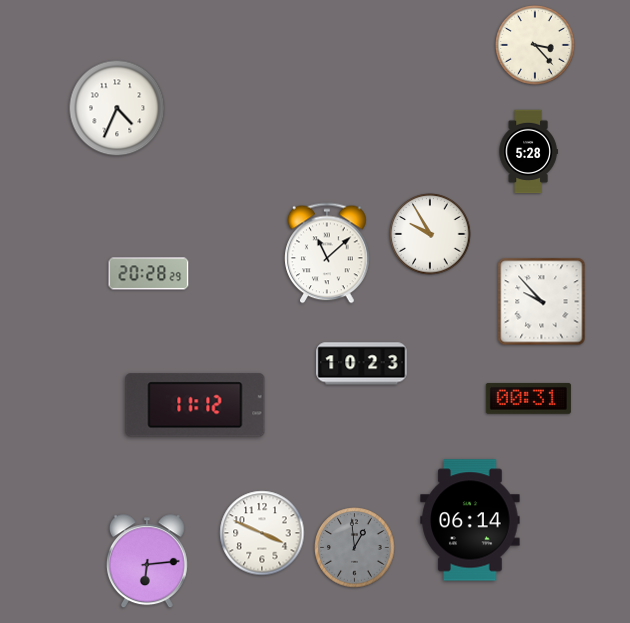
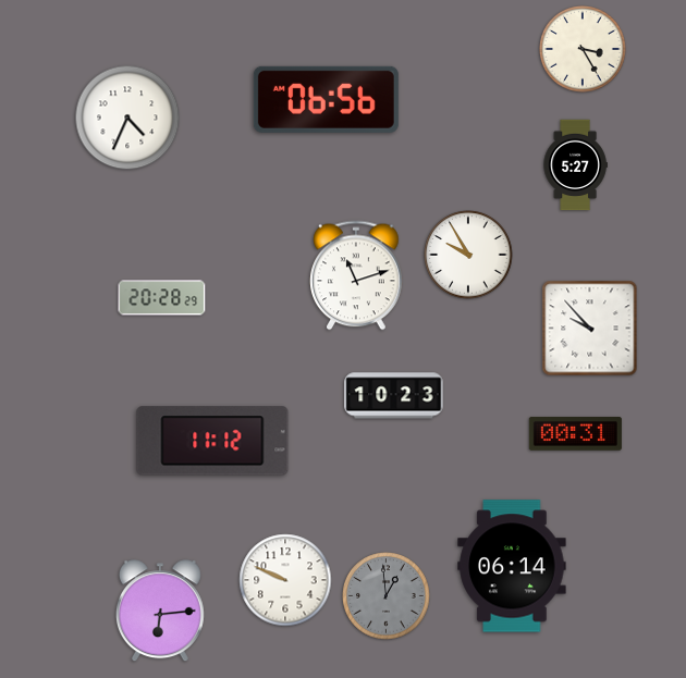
clock at (535, 45): 3:23 -> 3:25
clock at (326, 99): none -> 06:56
clock at (528, 152): 5:28 -> 5:27
clock at (327, 253): 11:08 -> 11:12
clock at (262, 533): 3:49 -> 9:49
